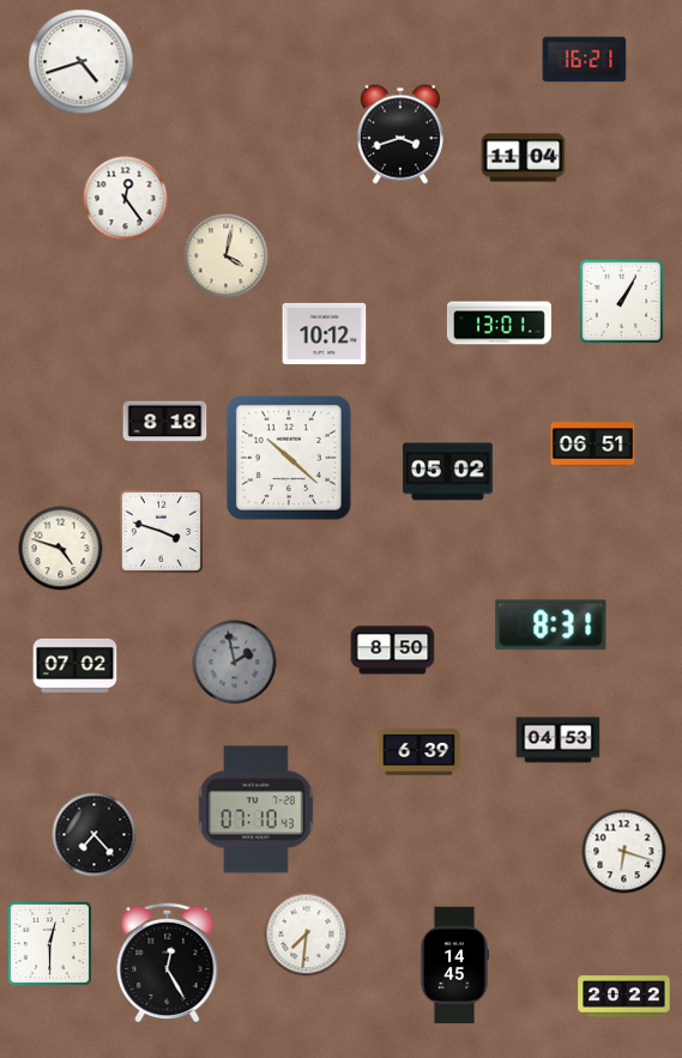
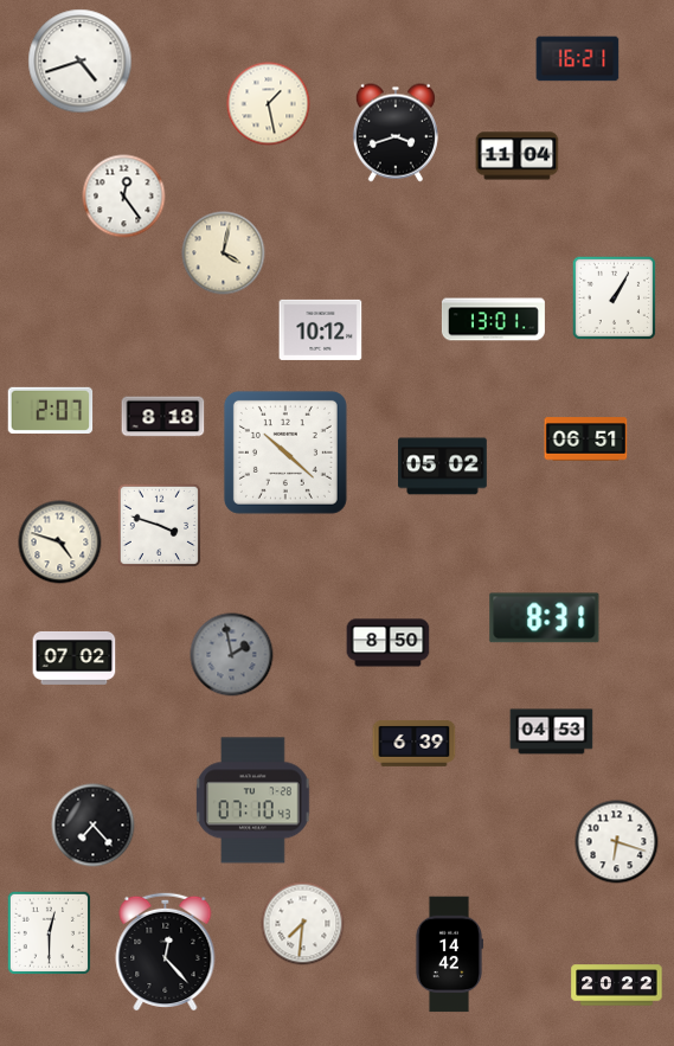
clock at (269, 104): none -> 1:28
clock at (51, 410): none -> 2:07
clock at (168, 961): 12:25 -> 12:23
clock at (454, 966): 14:45 -> 14:42
